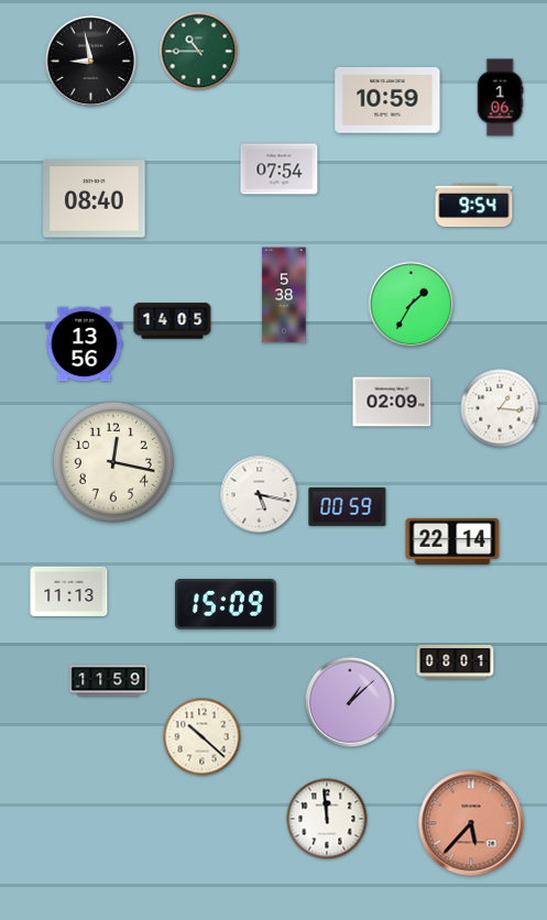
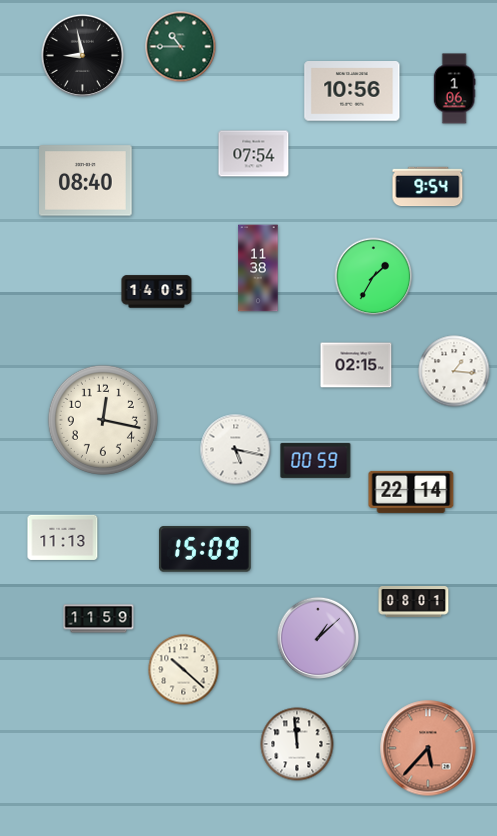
clock at (387, 100): 10:59 -> 10:56
clock at (474, 206) position: (474, 206) -> (428, 187)
clock at (284, 295): 5:38 -> 11:38
clock at (85, 344): 13:56 -> none
clock at (392, 402): 02:09 -> 02:15
